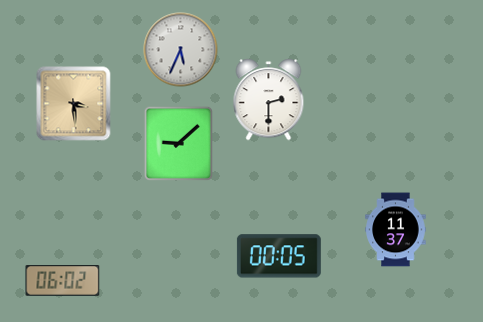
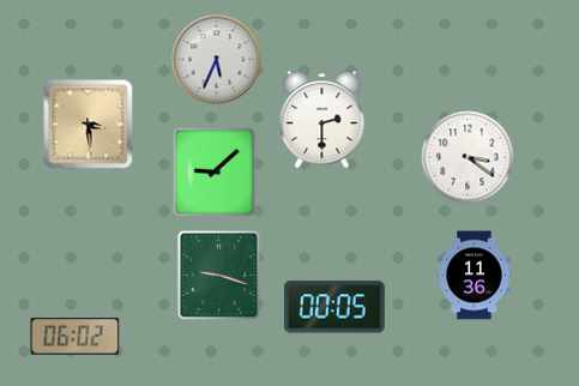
clock at (468, 157): none -> 3:21
clock at (219, 276): none -> 9:18
clock at (396, 230): 11:37 -> 11:36
